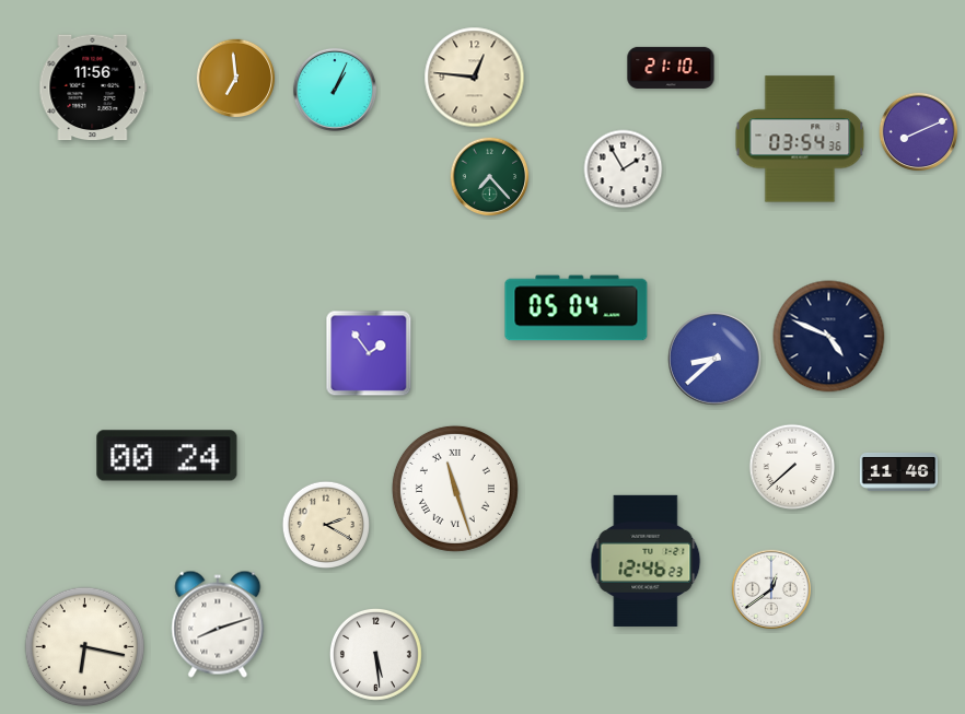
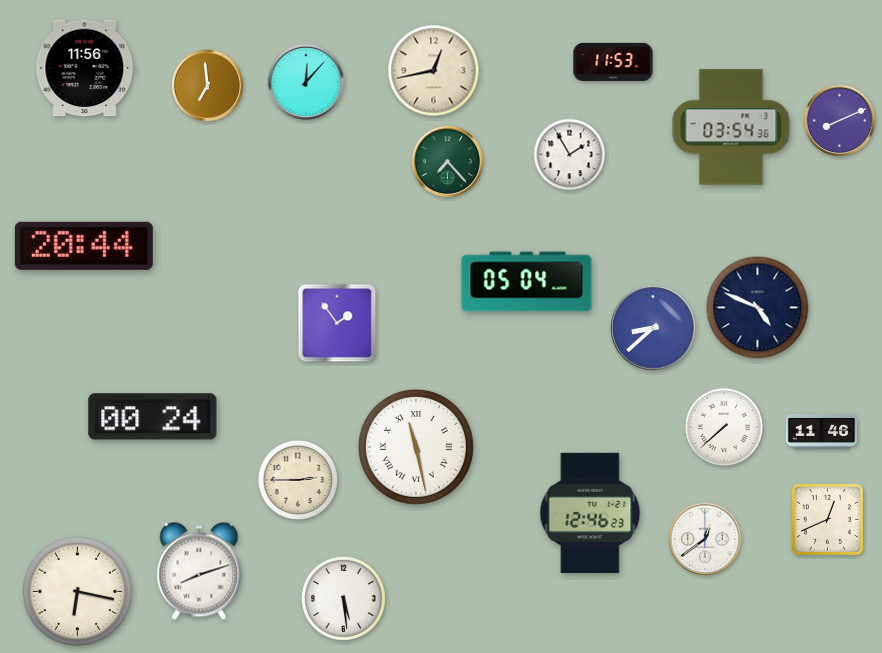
clock at (671, 68): 21:10 -> 11:53
clock at (475, 78): 12:46 -> 12:43
clock at (236, 79) position: (236, 79) -> (208, 86)
clock at (93, 87) position: (93, 87) -> (85, 68)
clock at (335, 90): 1:04 -> 12:07
clock at (84, 246): none -> 20:44
clock at (455, 489): 11:27 -> 11:28
clock at (326, 525): 2:20 -> 2:45
clock at (827, 519): none -> 12:41
